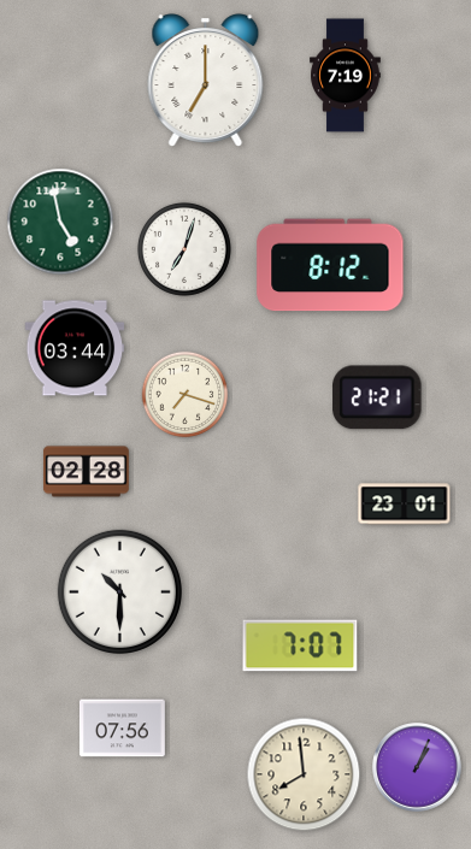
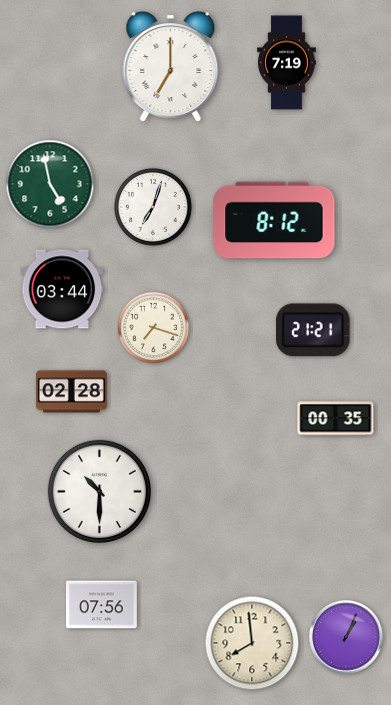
clock at (405, 505): 23:01 -> 00:35
clock at (300, 645): 7:07 -> none
